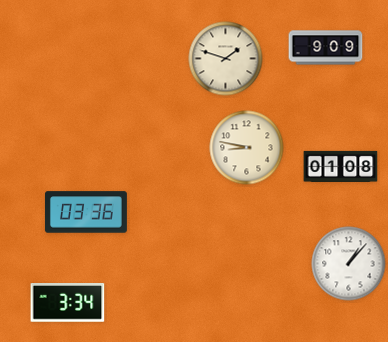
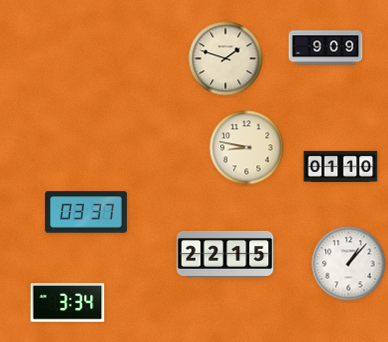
clock at (341, 166): 01:08 -> 01:10
clock at (86, 212): 03:36 -> 03:37
clock at (225, 254): none -> 22:15
